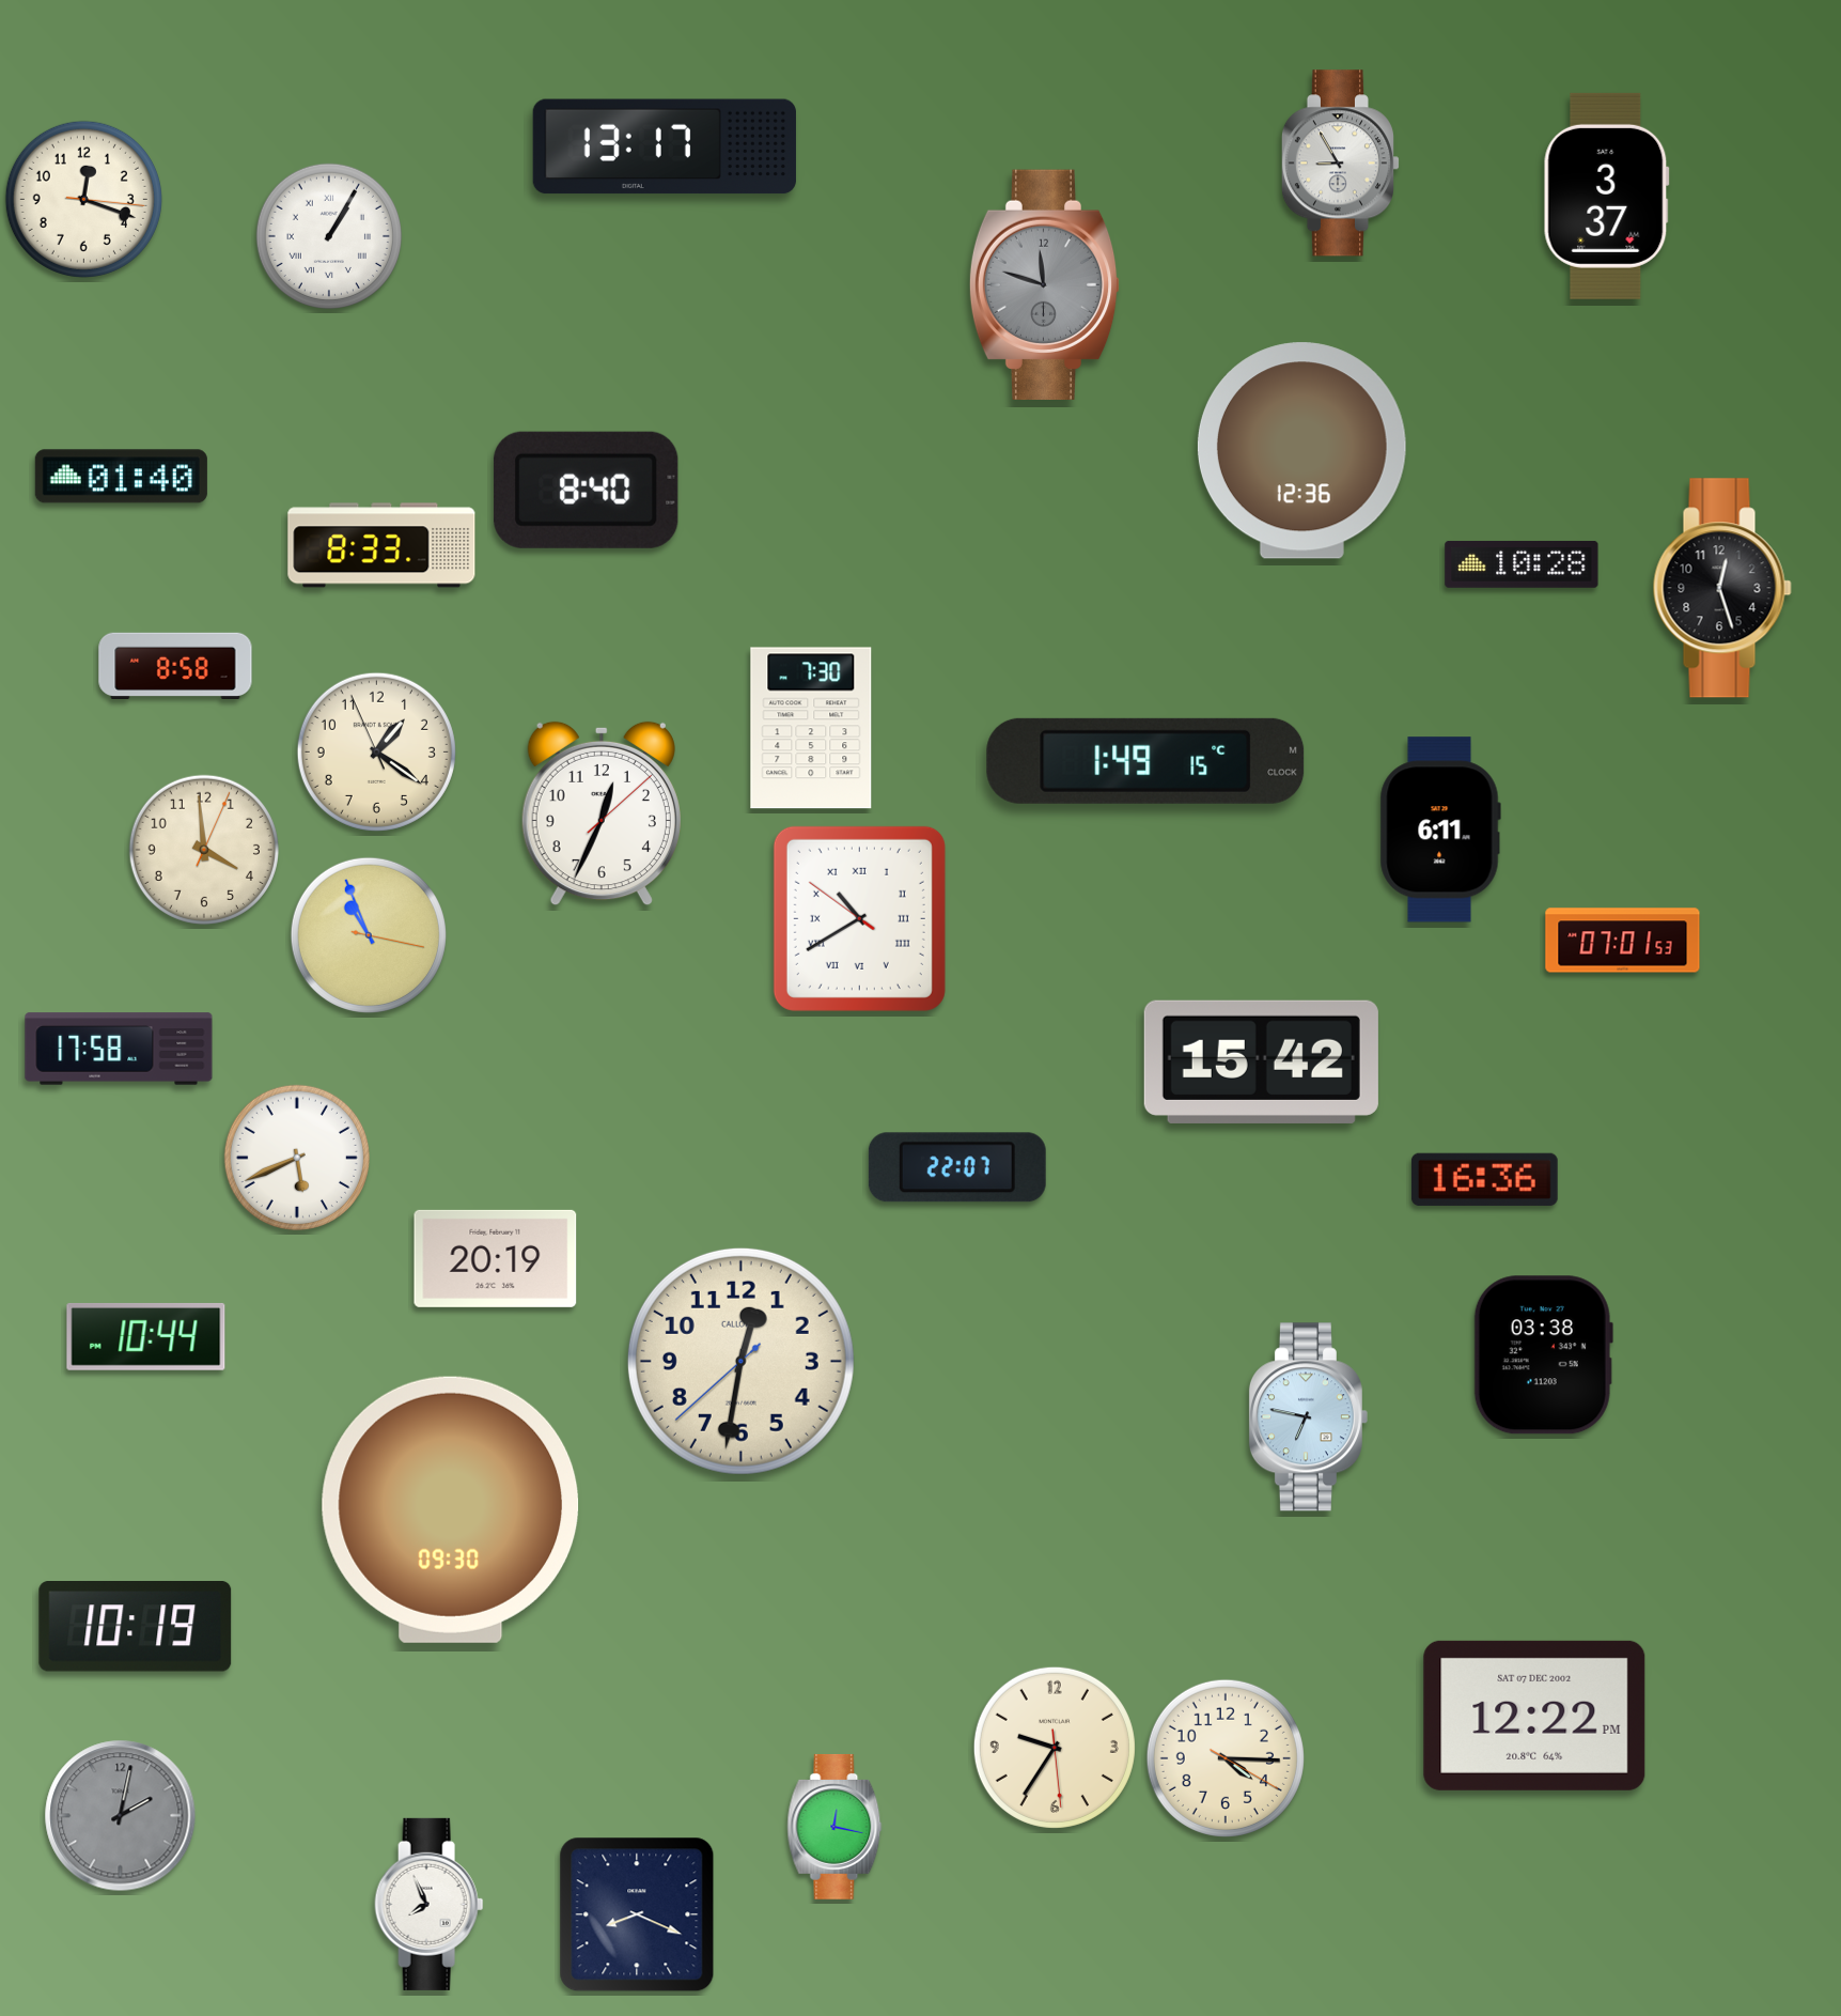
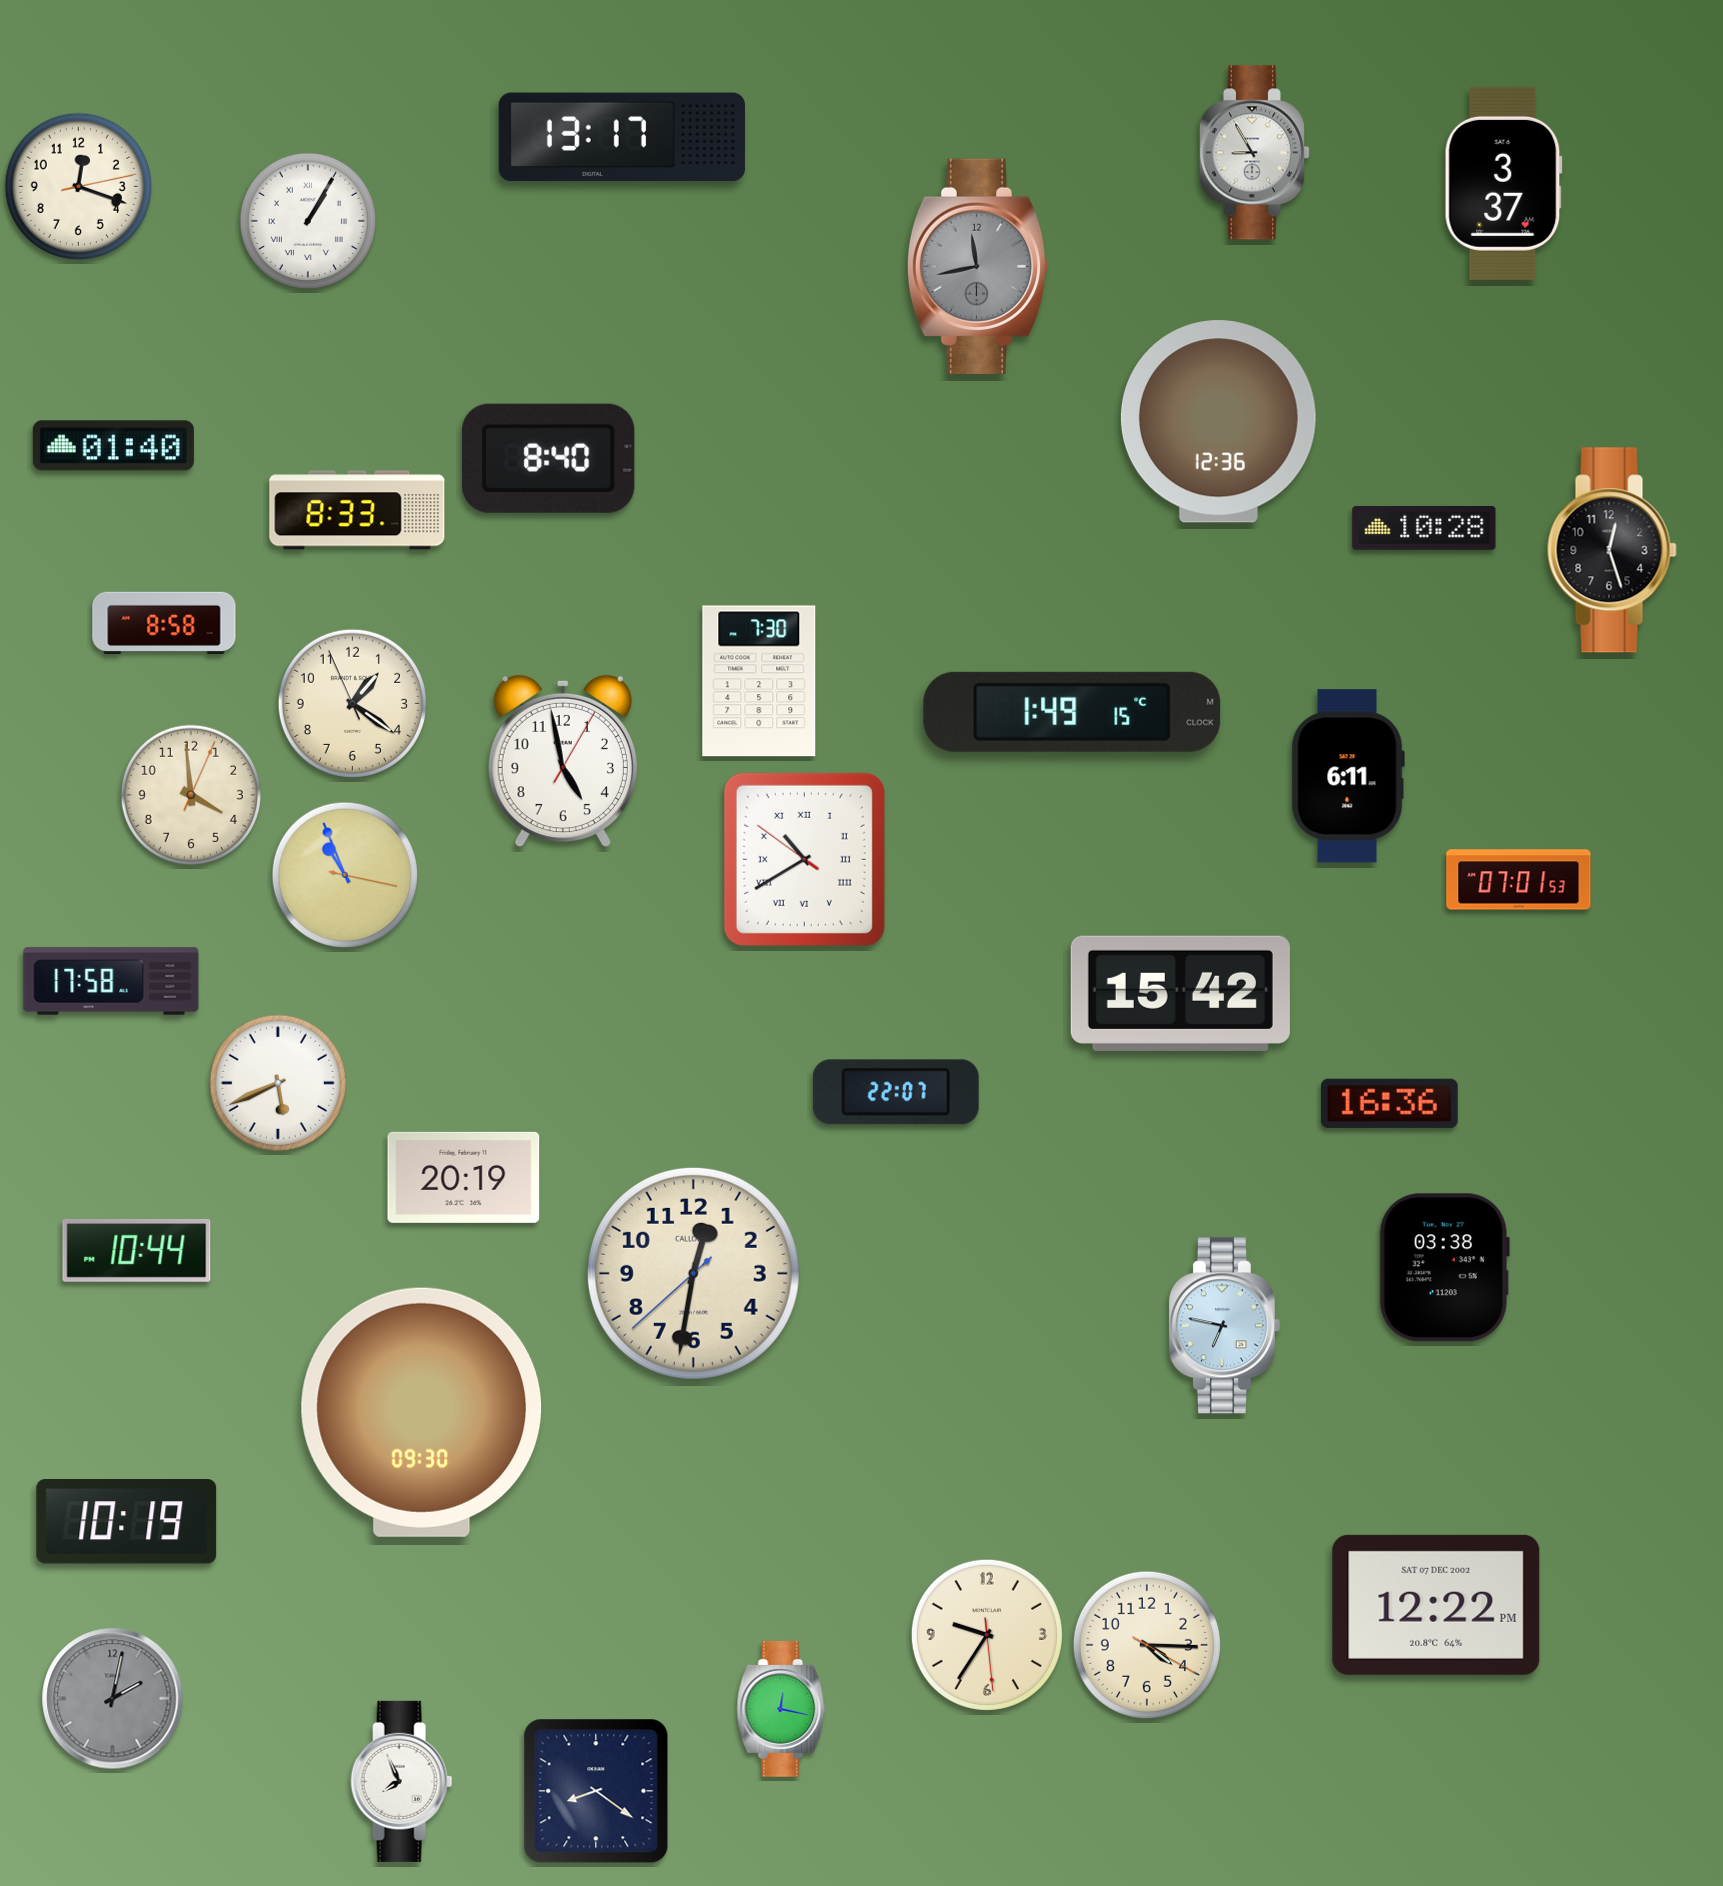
clock at (83, 199): 12:18:16 -> 12:18:13
clock at (1045, 284): 11:48 -> 11:43
clock at (602, 813): 12:34 -> 4:58
clock at (637, 1914): 8:19 -> 8:21
